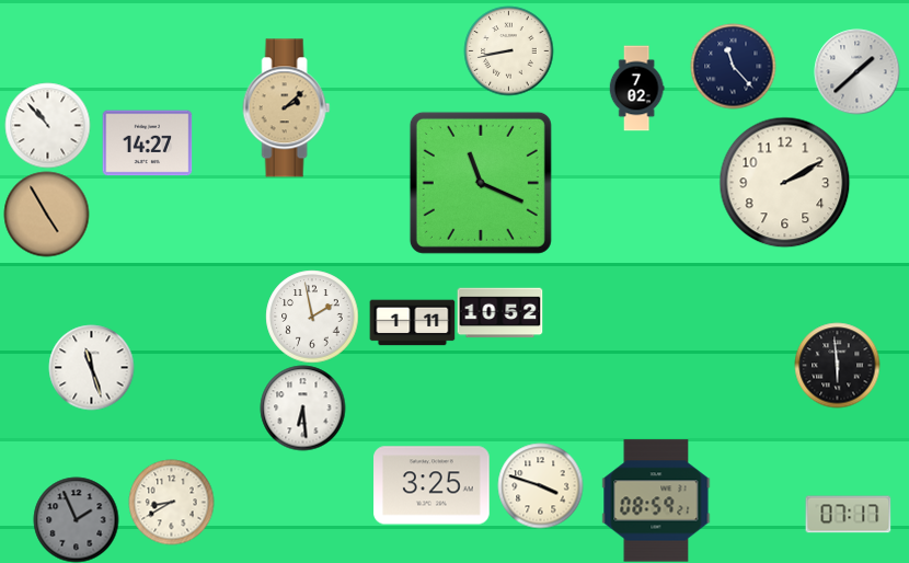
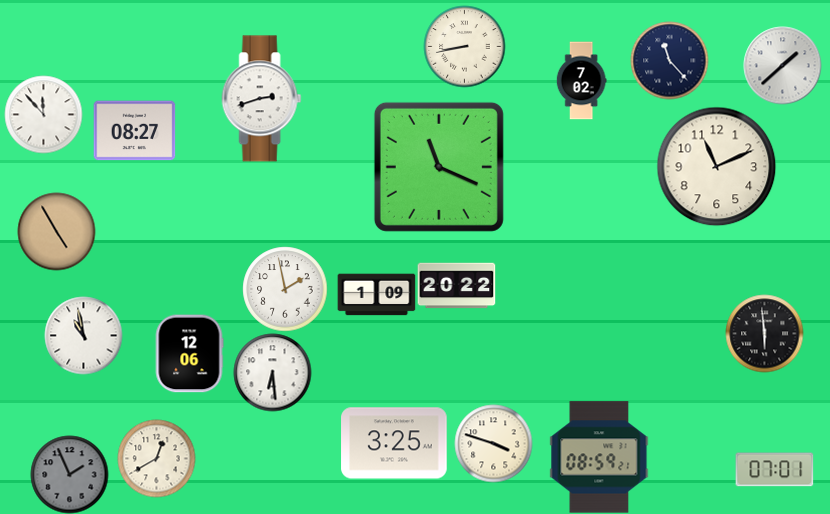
clock at (287, 108): 2:08 -> 2:42
clock at (287, 108) dial: champagne -> white
clock at (47, 125): 10:53 -> 11:53
clock at (147, 143): 14:27 -> 08:27
clock at (784, 182): 2:10 -> 11:11
clock at (46, 214) position: (46, 214) -> (56, 231)
clock at (499, 313): 10:52 -> 20:22
clock at (412, 323): 1:11 -> 1:09
clock at (91, 367): 11:27 -> 10:58
clock at (189, 353): none -> 12:06
clock at (302, 407) position: (302, 407) -> (272, 372)
clock at (171, 502): 8:40 -> 12:40
clock at (848, 515): 07:17 -> 07:01
